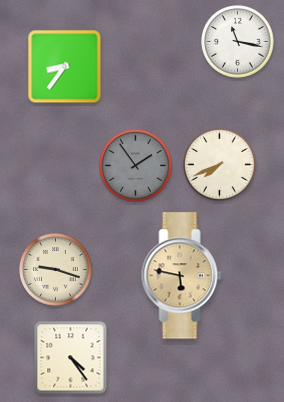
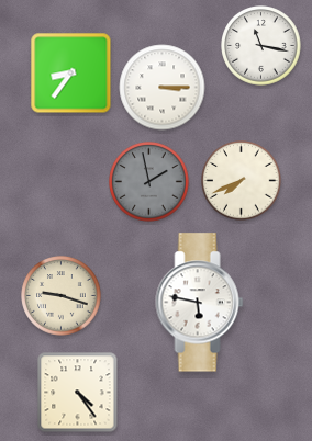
clock at (163, 88): none -> 3:15
clock at (136, 166): 1:54 -> 1:58
clock at (182, 276) dial: champagne -> white
